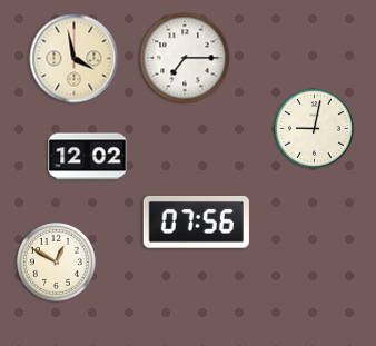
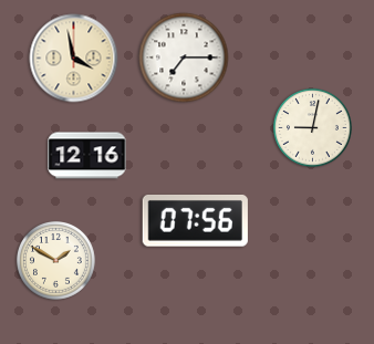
clock at (88, 157): 12:02 -> 12:16
clock at (56, 261): 12:50 -> 1:50
